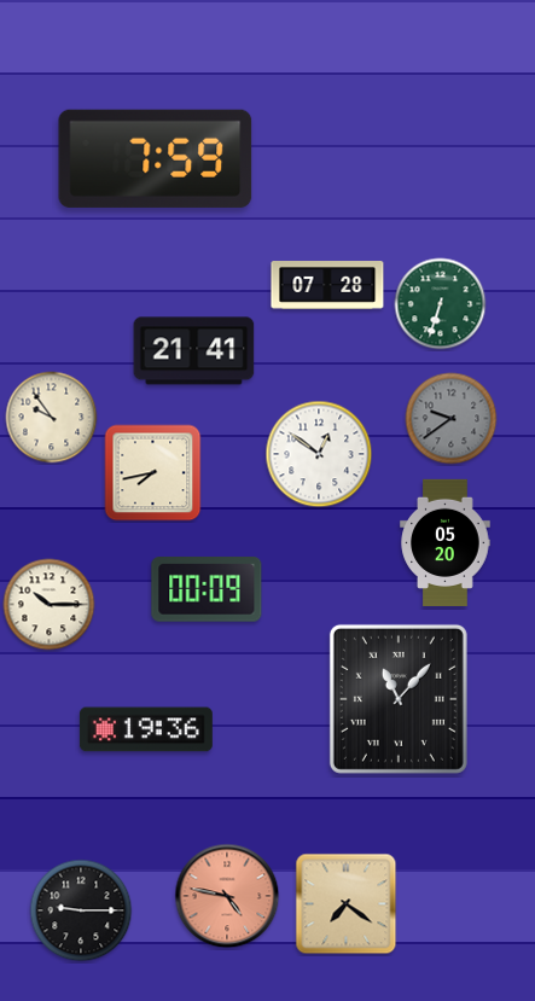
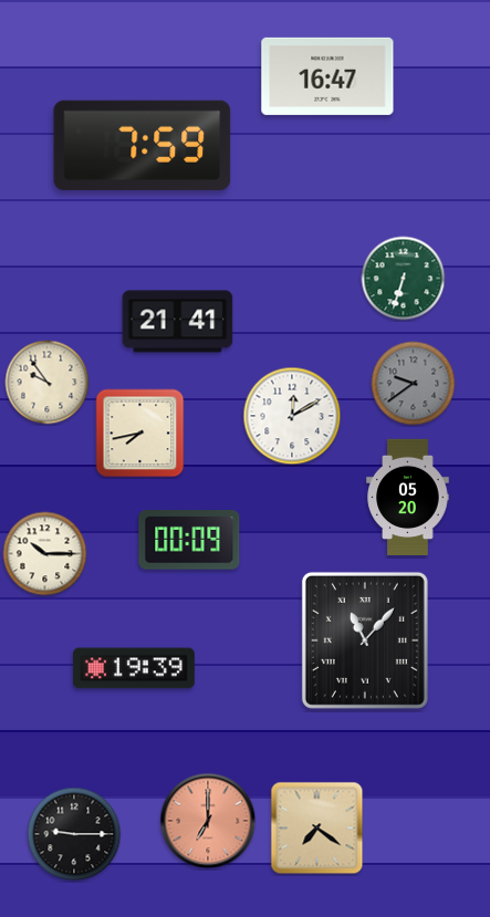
clock at (327, 76): none -> 16:47
clock at (327, 286): 07:28 -> none
clock at (319, 454): 12:51 -> 12:10
clock at (146, 729): 19:36 -> 19:39
clock at (227, 896): 4:47 -> 7:00
